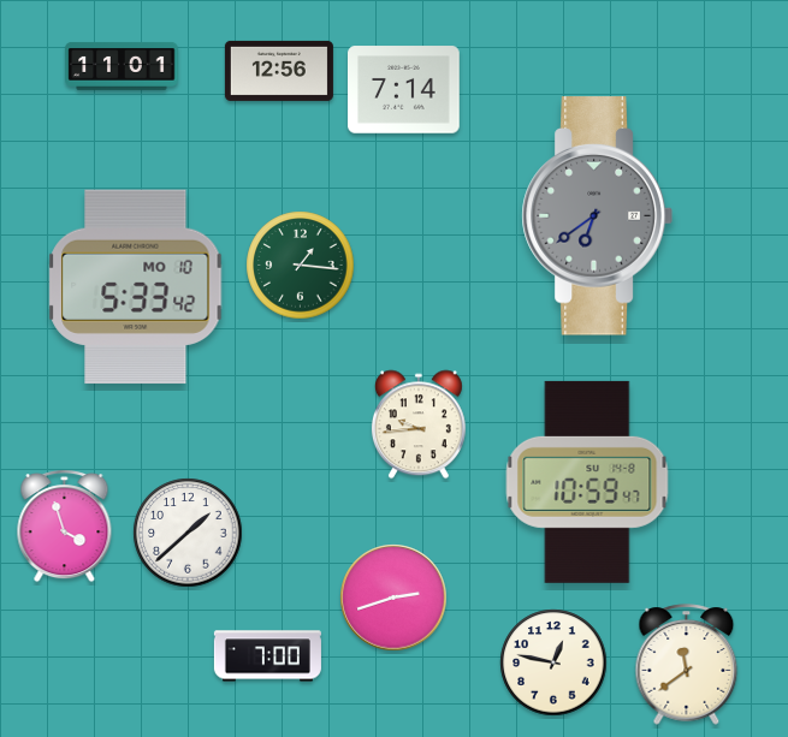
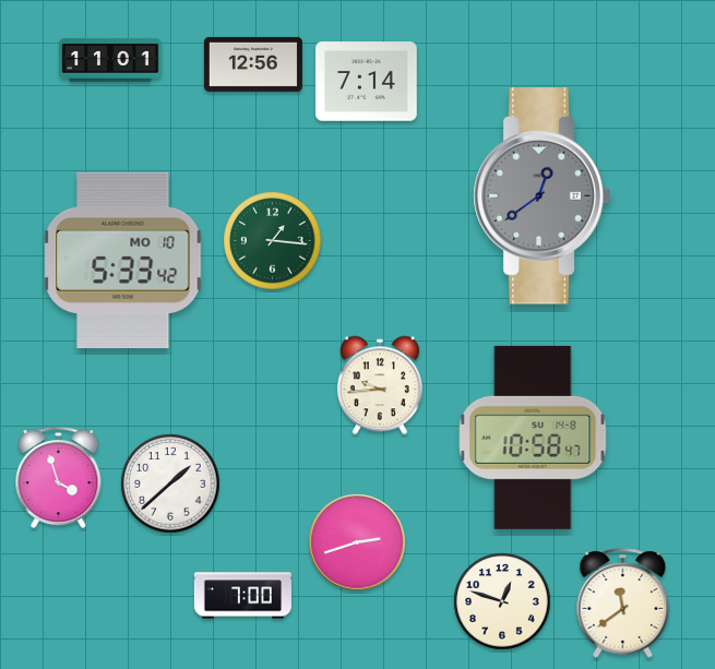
clock at (597, 216): 6:39 -> 12:39
clock at (587, 482): 10:59 -> 10:58
clock at (553, 662): 12:47 -> 12:48
